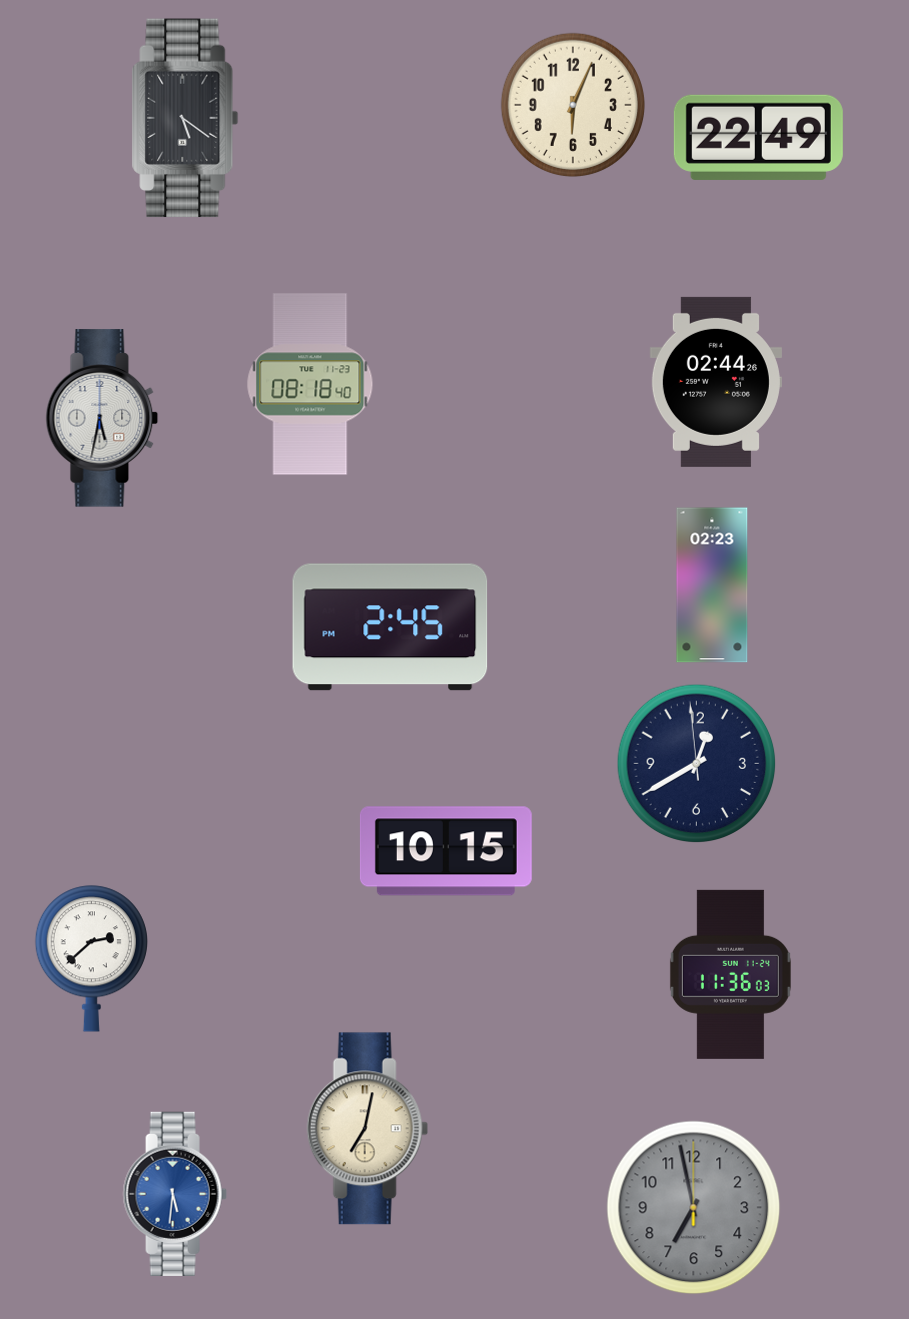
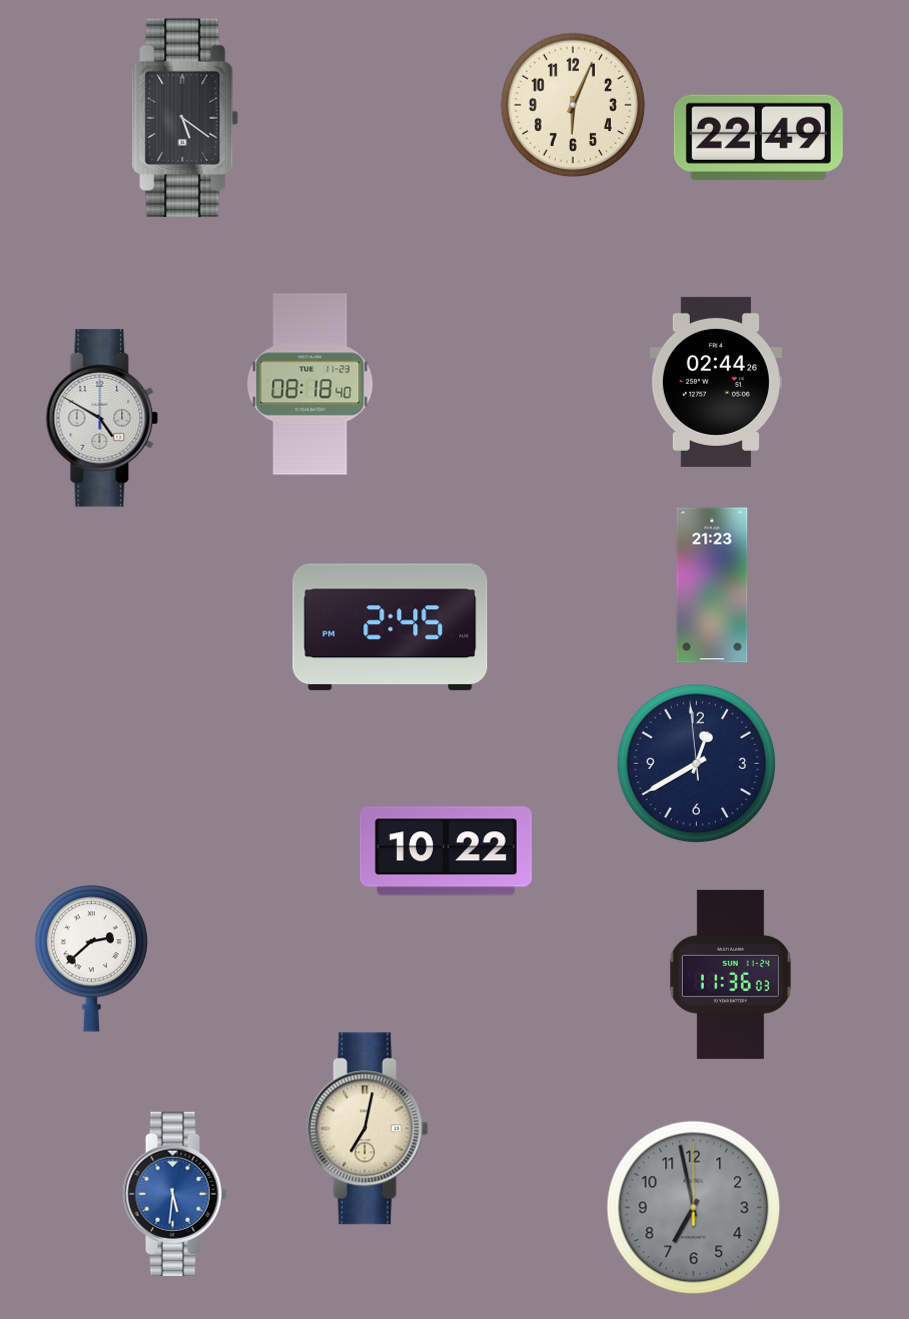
clock at (102, 418): 5:32 -> 4:50
clock at (712, 585): 02:23 -> 21:23
clock at (446, 851): 10:15 -> 10:22
